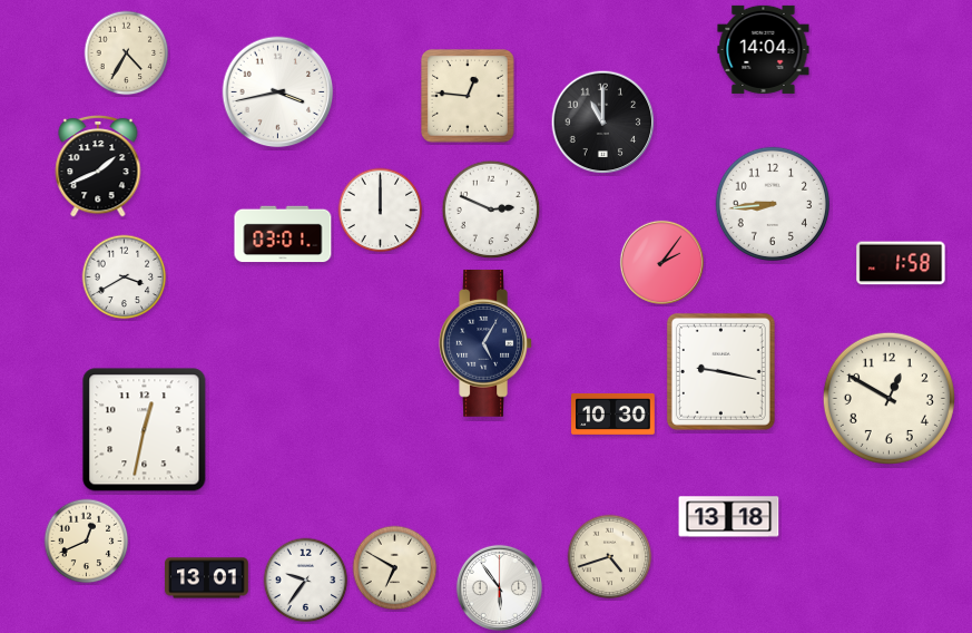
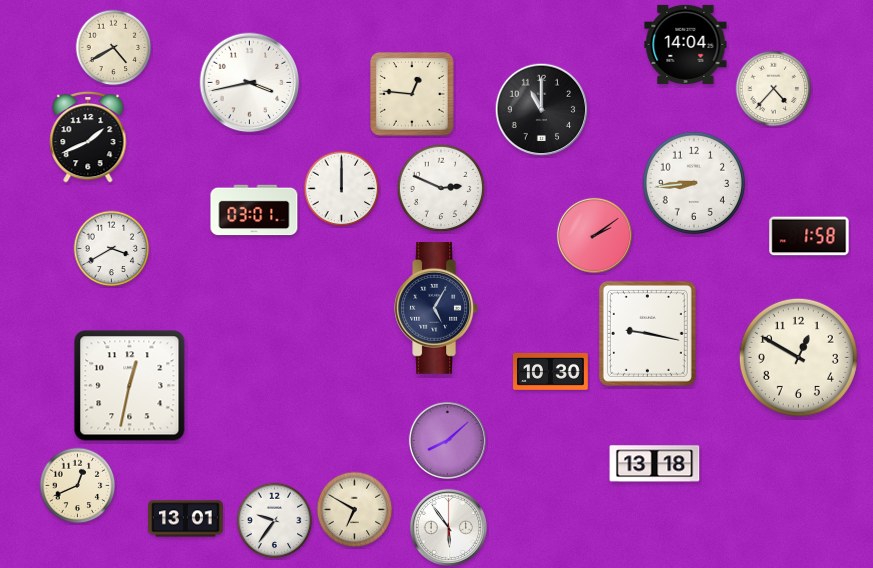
clock at (127, 53): 4:35 -> 4:40
clock at (469, 97) position: (469, 97) -> (413, 95)
clock at (774, 89): none -> 4:37
clock at (98, 166) position: (98, 166) -> (88, 137)
clock at (661, 262): 2:06 -> 2:09
clock at (447, 440): none -> 8:08
clock at (610, 557): 4:42 -> none
